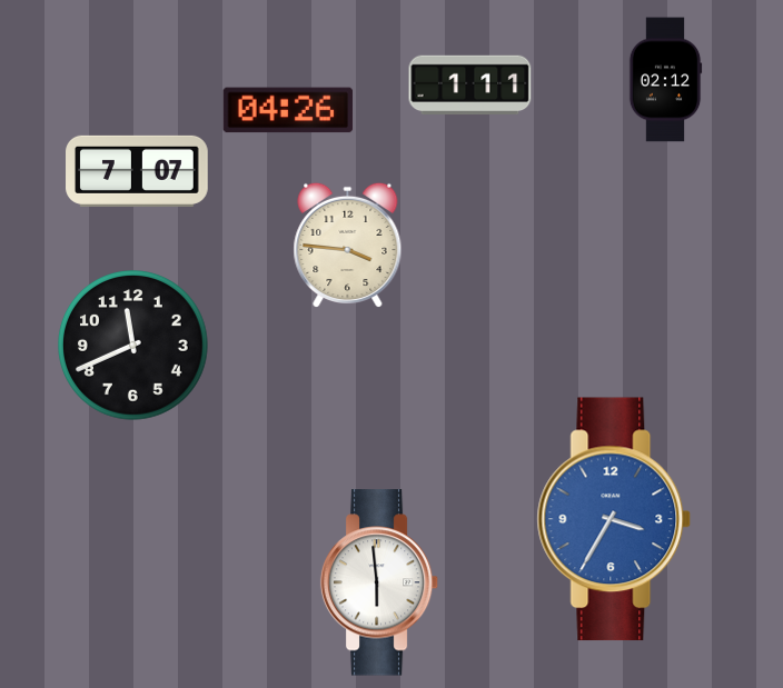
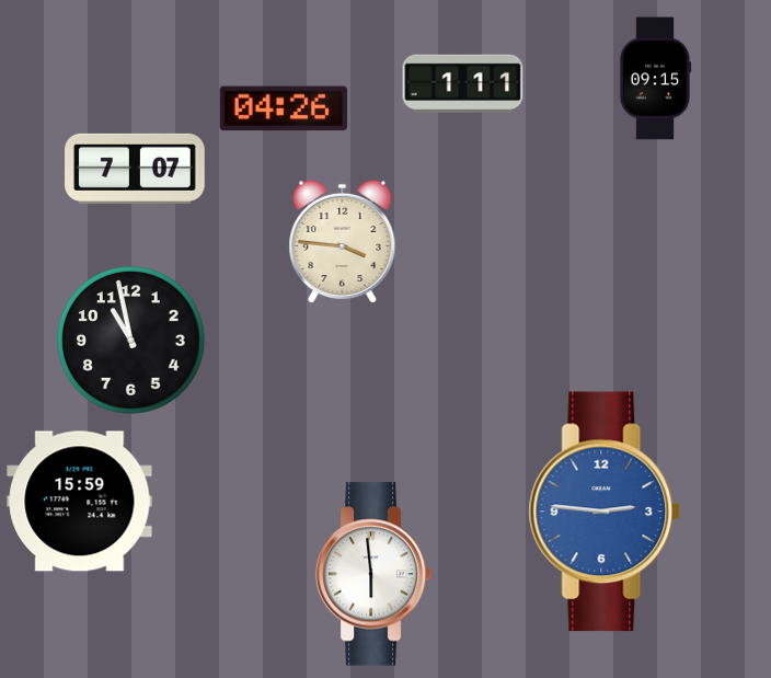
clock at (665, 80): 02:12 -> 09:15
clock at (133, 346): 11:41 -> 10:58
clock at (80, 502): none -> 15:59
clock at (614, 519): 3:35 -> 2:46
